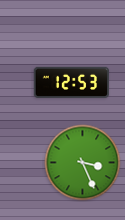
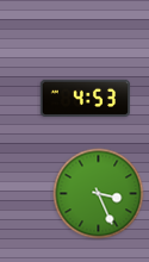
clock at (72, 82): 12:53 -> 4:53
